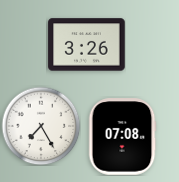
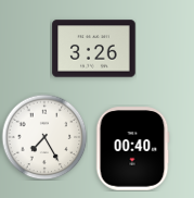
clock at (122, 137): 07:08 -> 00:40
